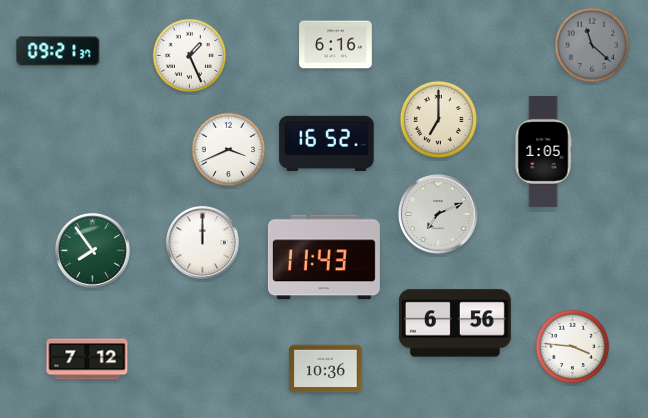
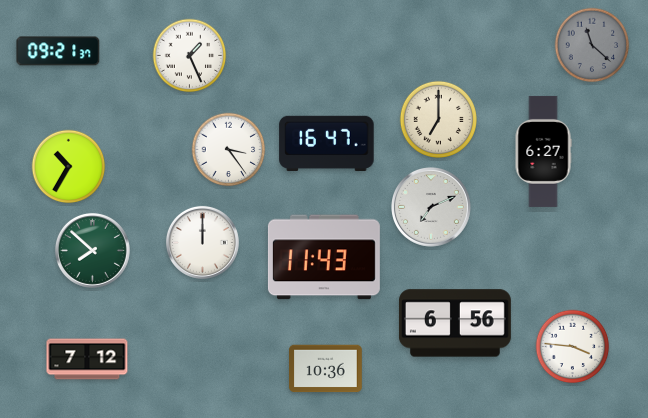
clock at (336, 45): 6:16 -> none
clock at (327, 143): 16:52 -> 16:47
clock at (229, 150): 3:41 -> 3:24
clock at (543, 151): 1:05 -> 6:27
clock at (69, 167): none -> 10:35
clock at (439, 215) position: (439, 215) -> (432, 208)
clock at (92, 250): 7:54 -> 7:52
